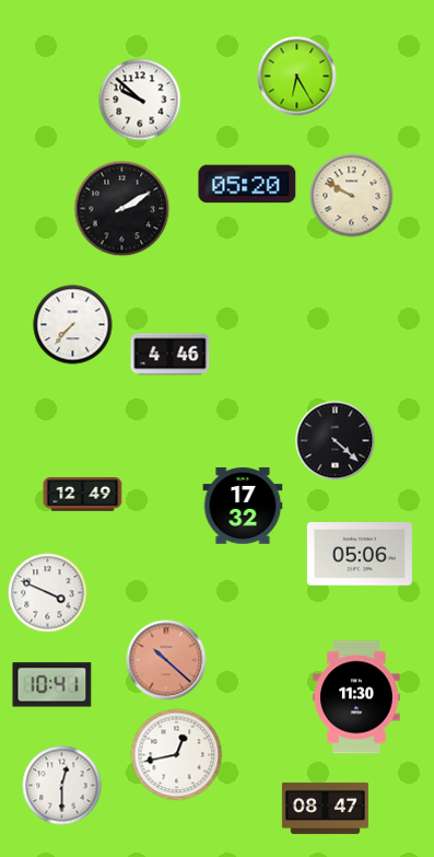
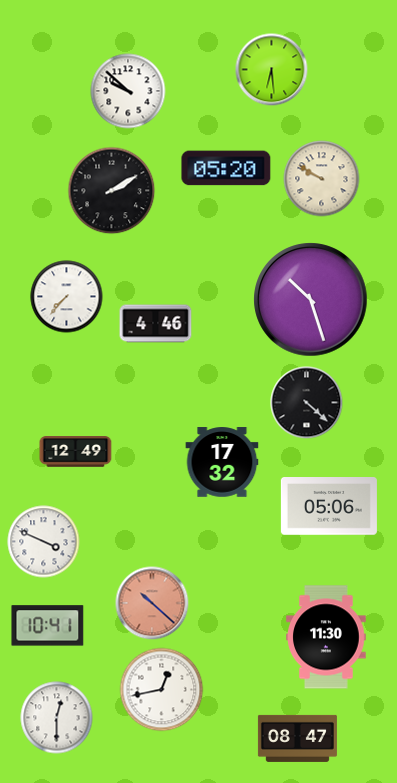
clock at (297, 77): 6:25 -> 6:29
clock at (311, 300): none -> 10:27
